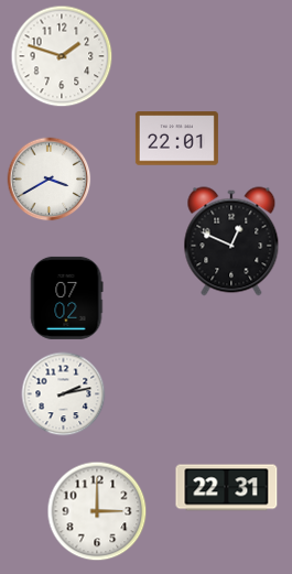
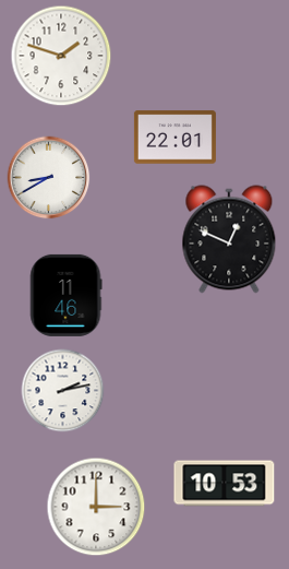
clock at (50, 180): 3:40 -> 8:40
clock at (66, 297): 07:02 -> 11:46
clock at (227, 488): 22:31 -> 10:53
